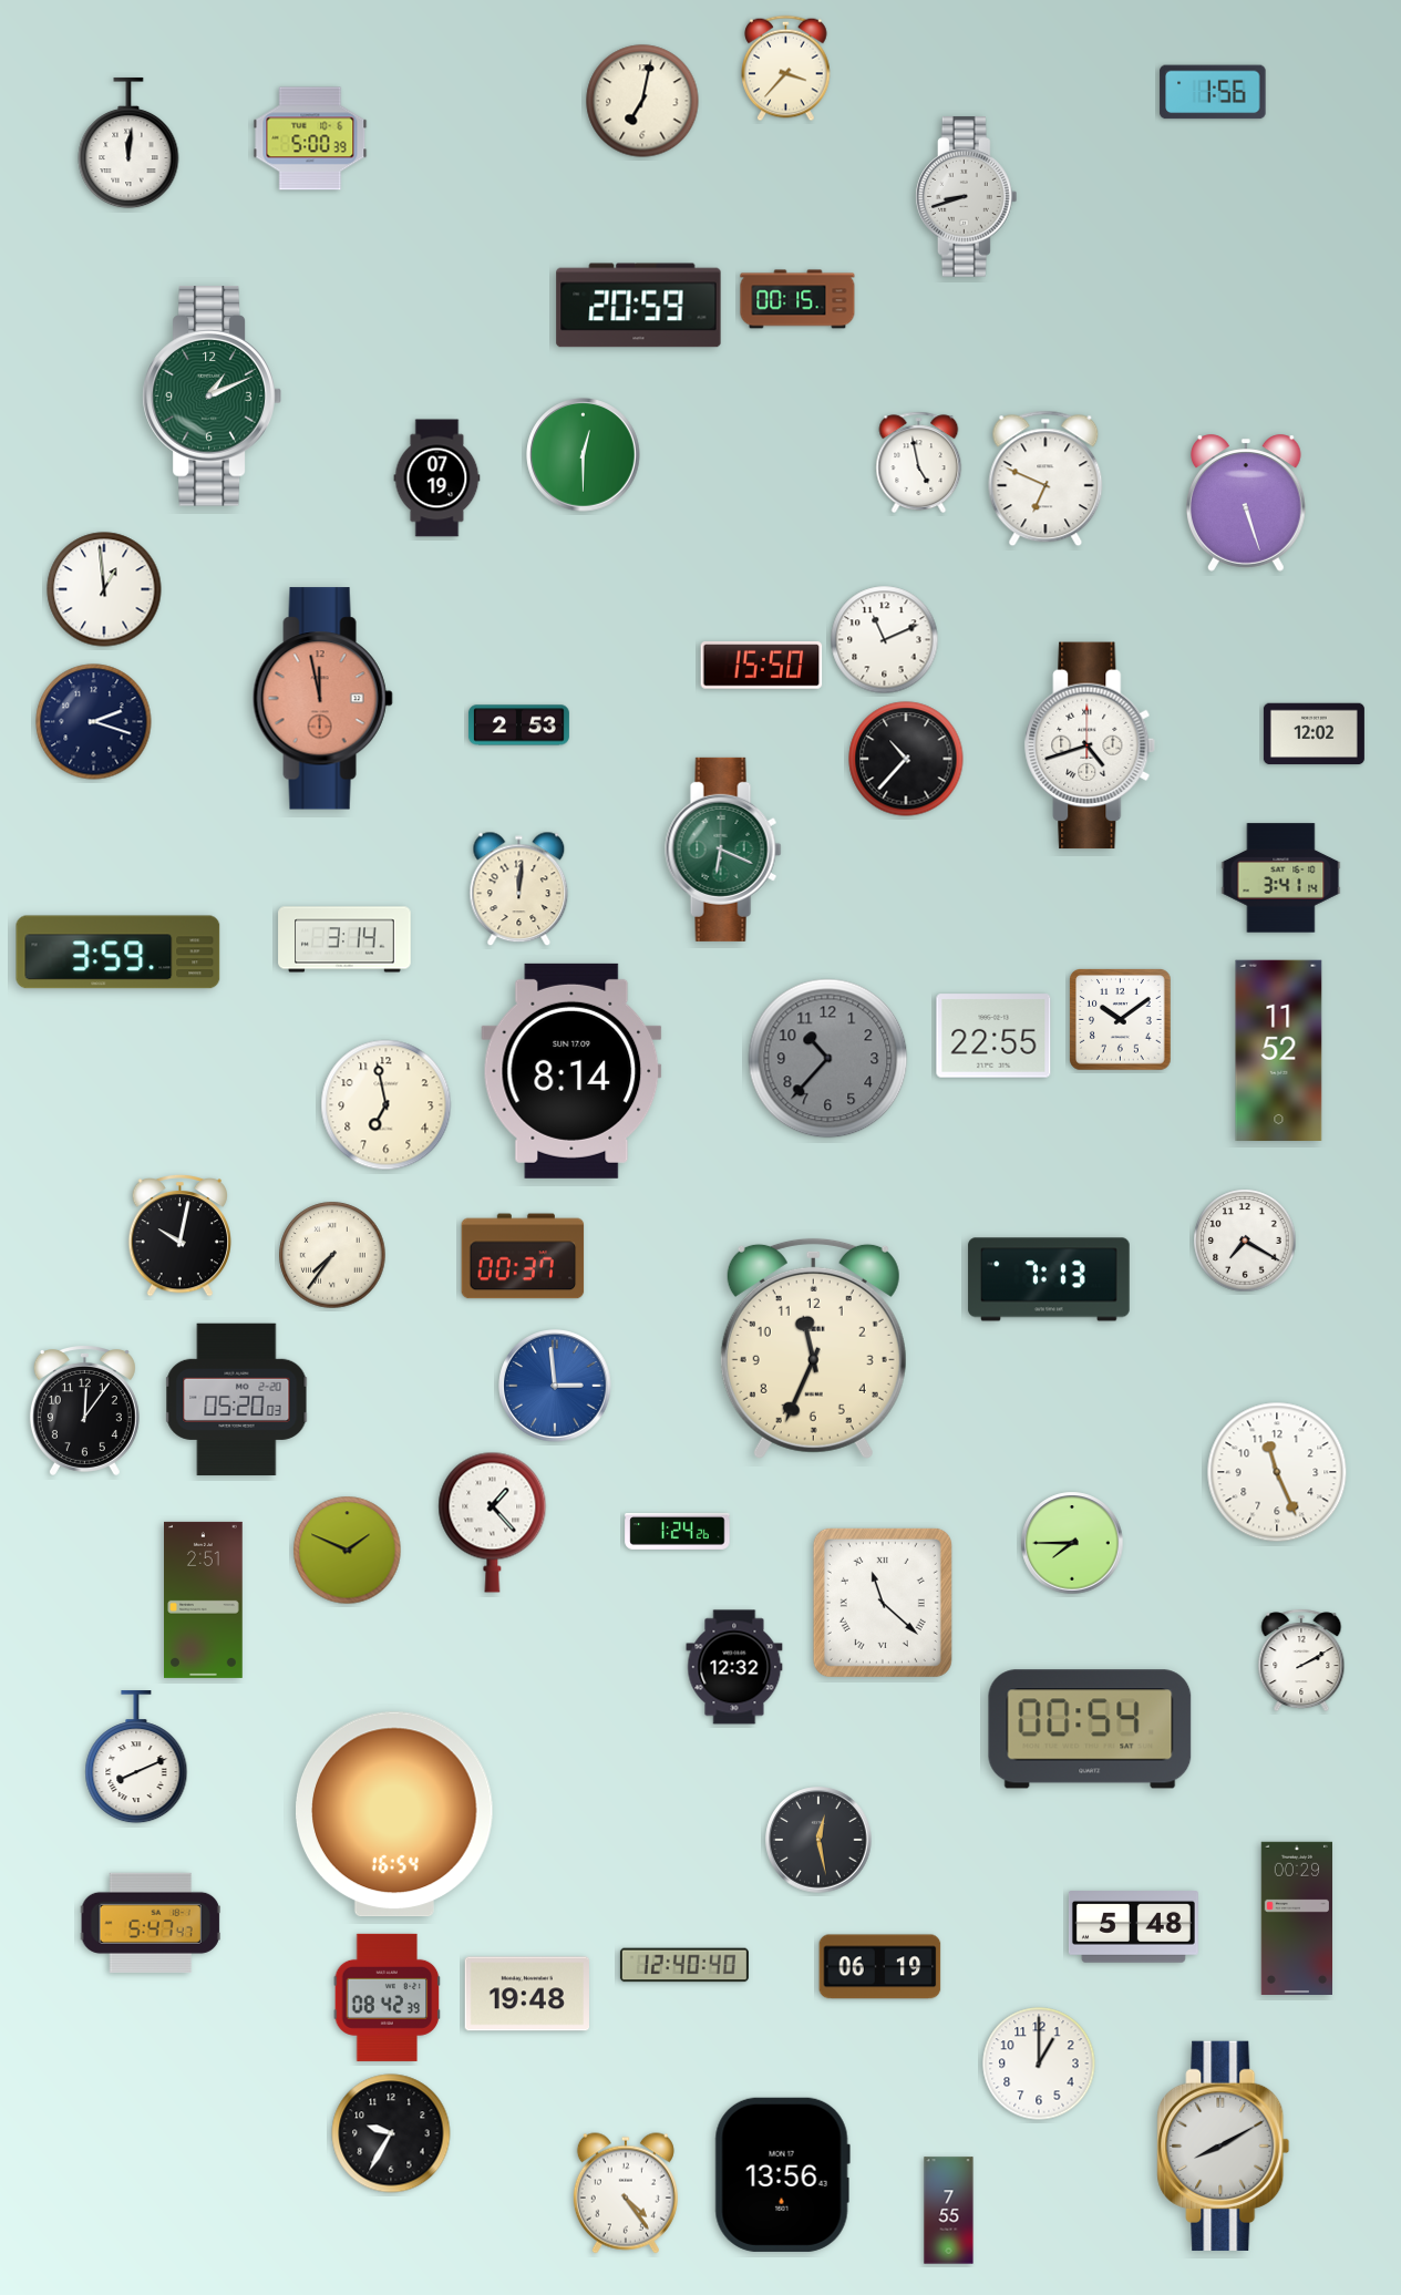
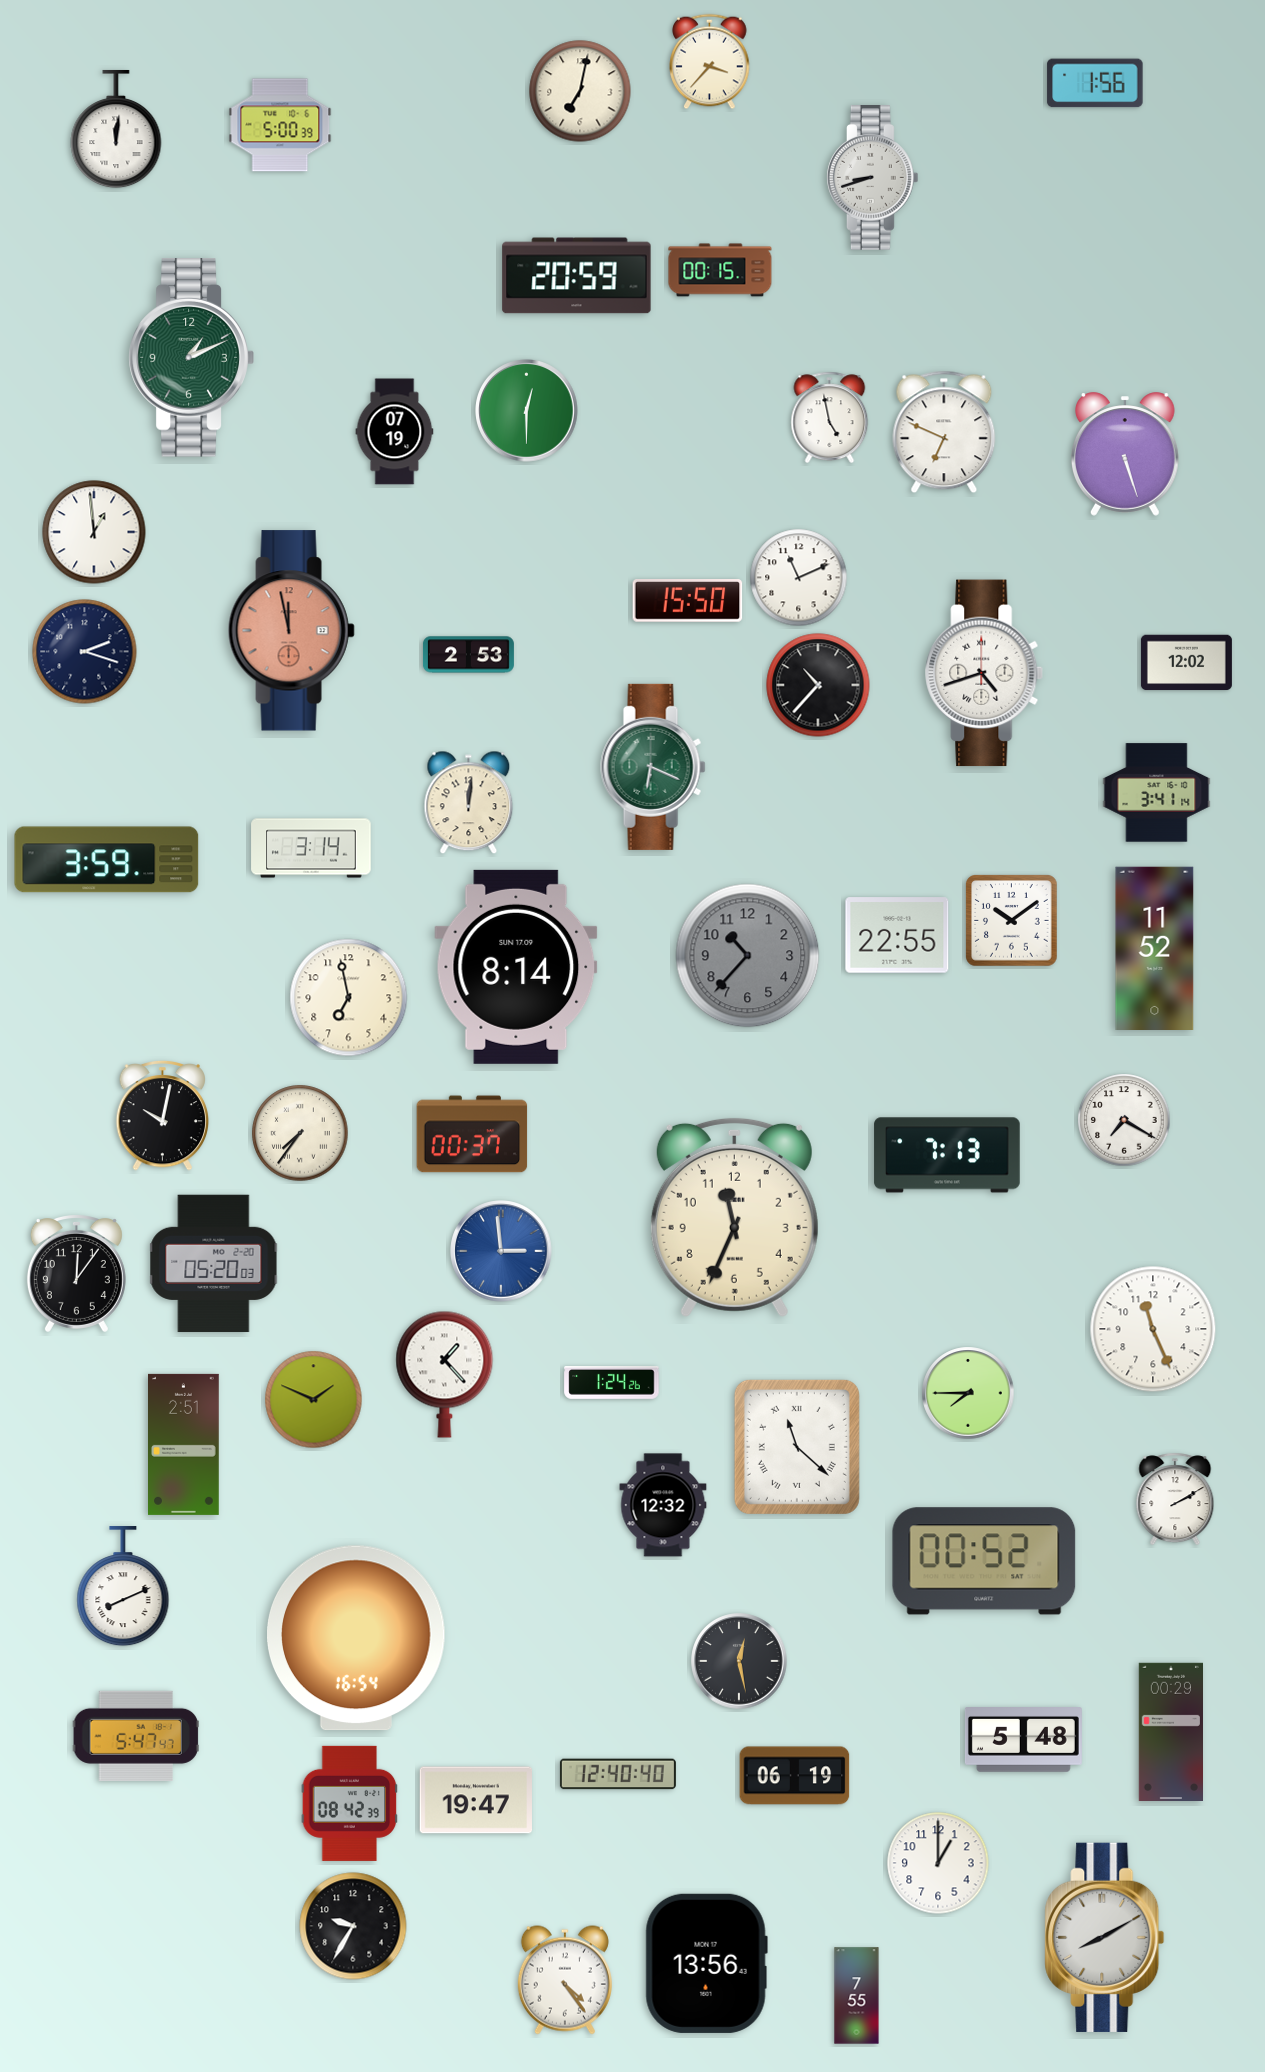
clock at (1090, 1729): 00:54 -> 00:52
clock at (526, 1994): 19:48 -> 19:47
